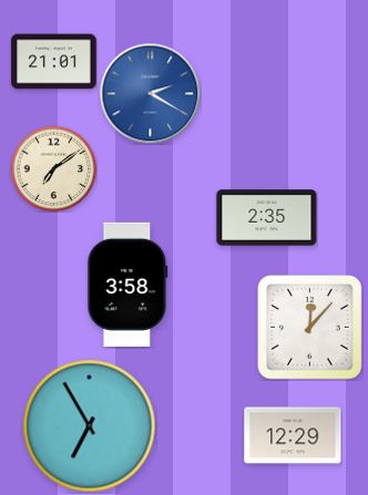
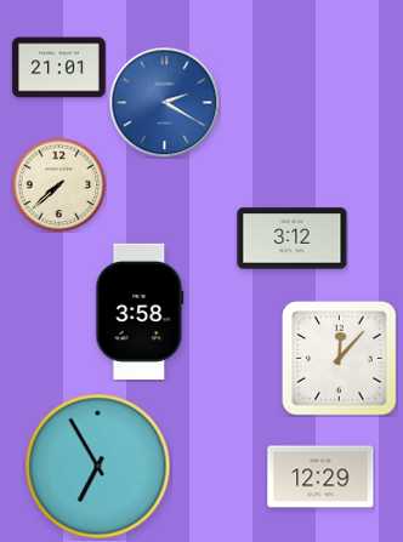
clock at (53, 168): 7:09 -> 7:38
clock at (267, 218): 2:35 -> 3:12
